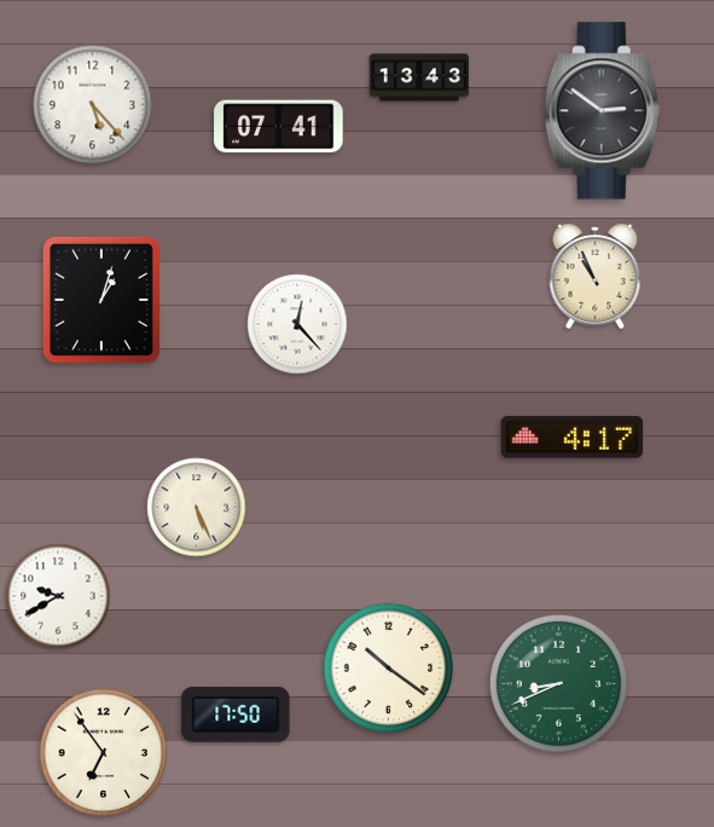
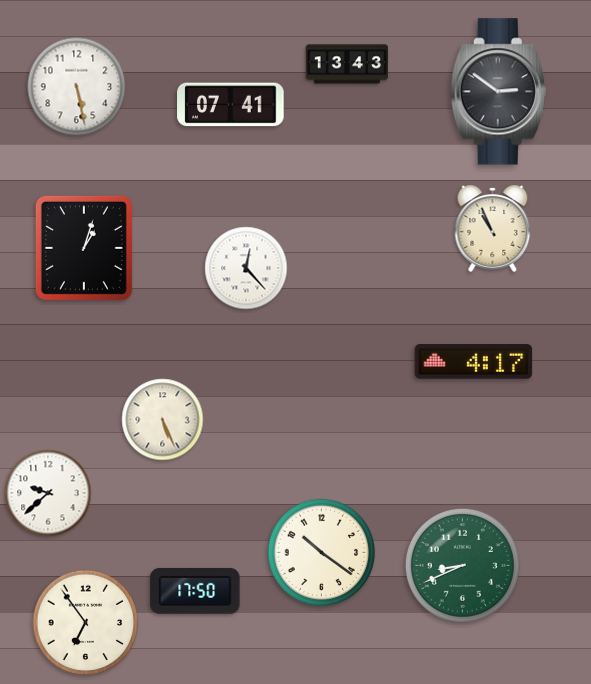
clock at (93, 105): 5:23 -> 5:28
clock at (58, 596): 9:40 -> 9:38
